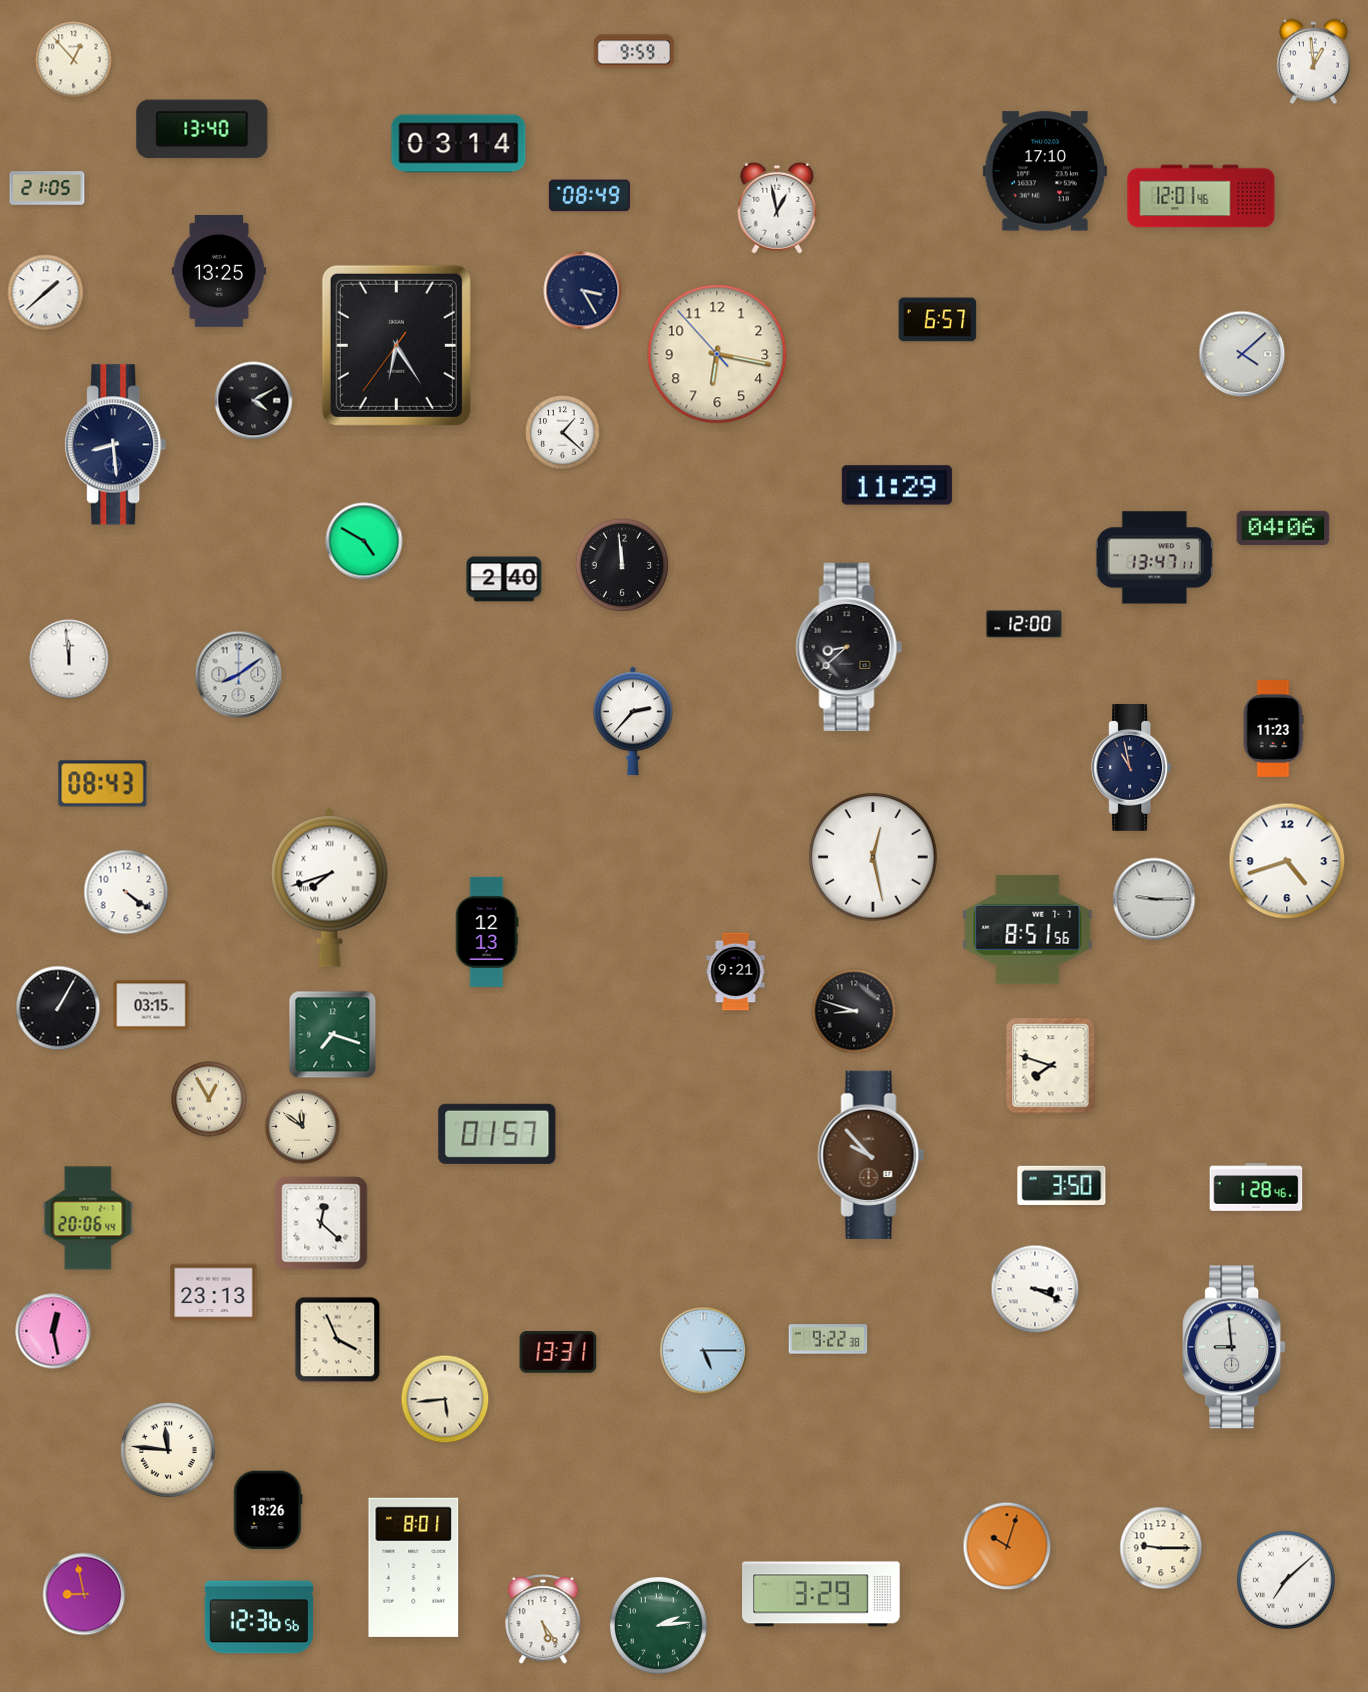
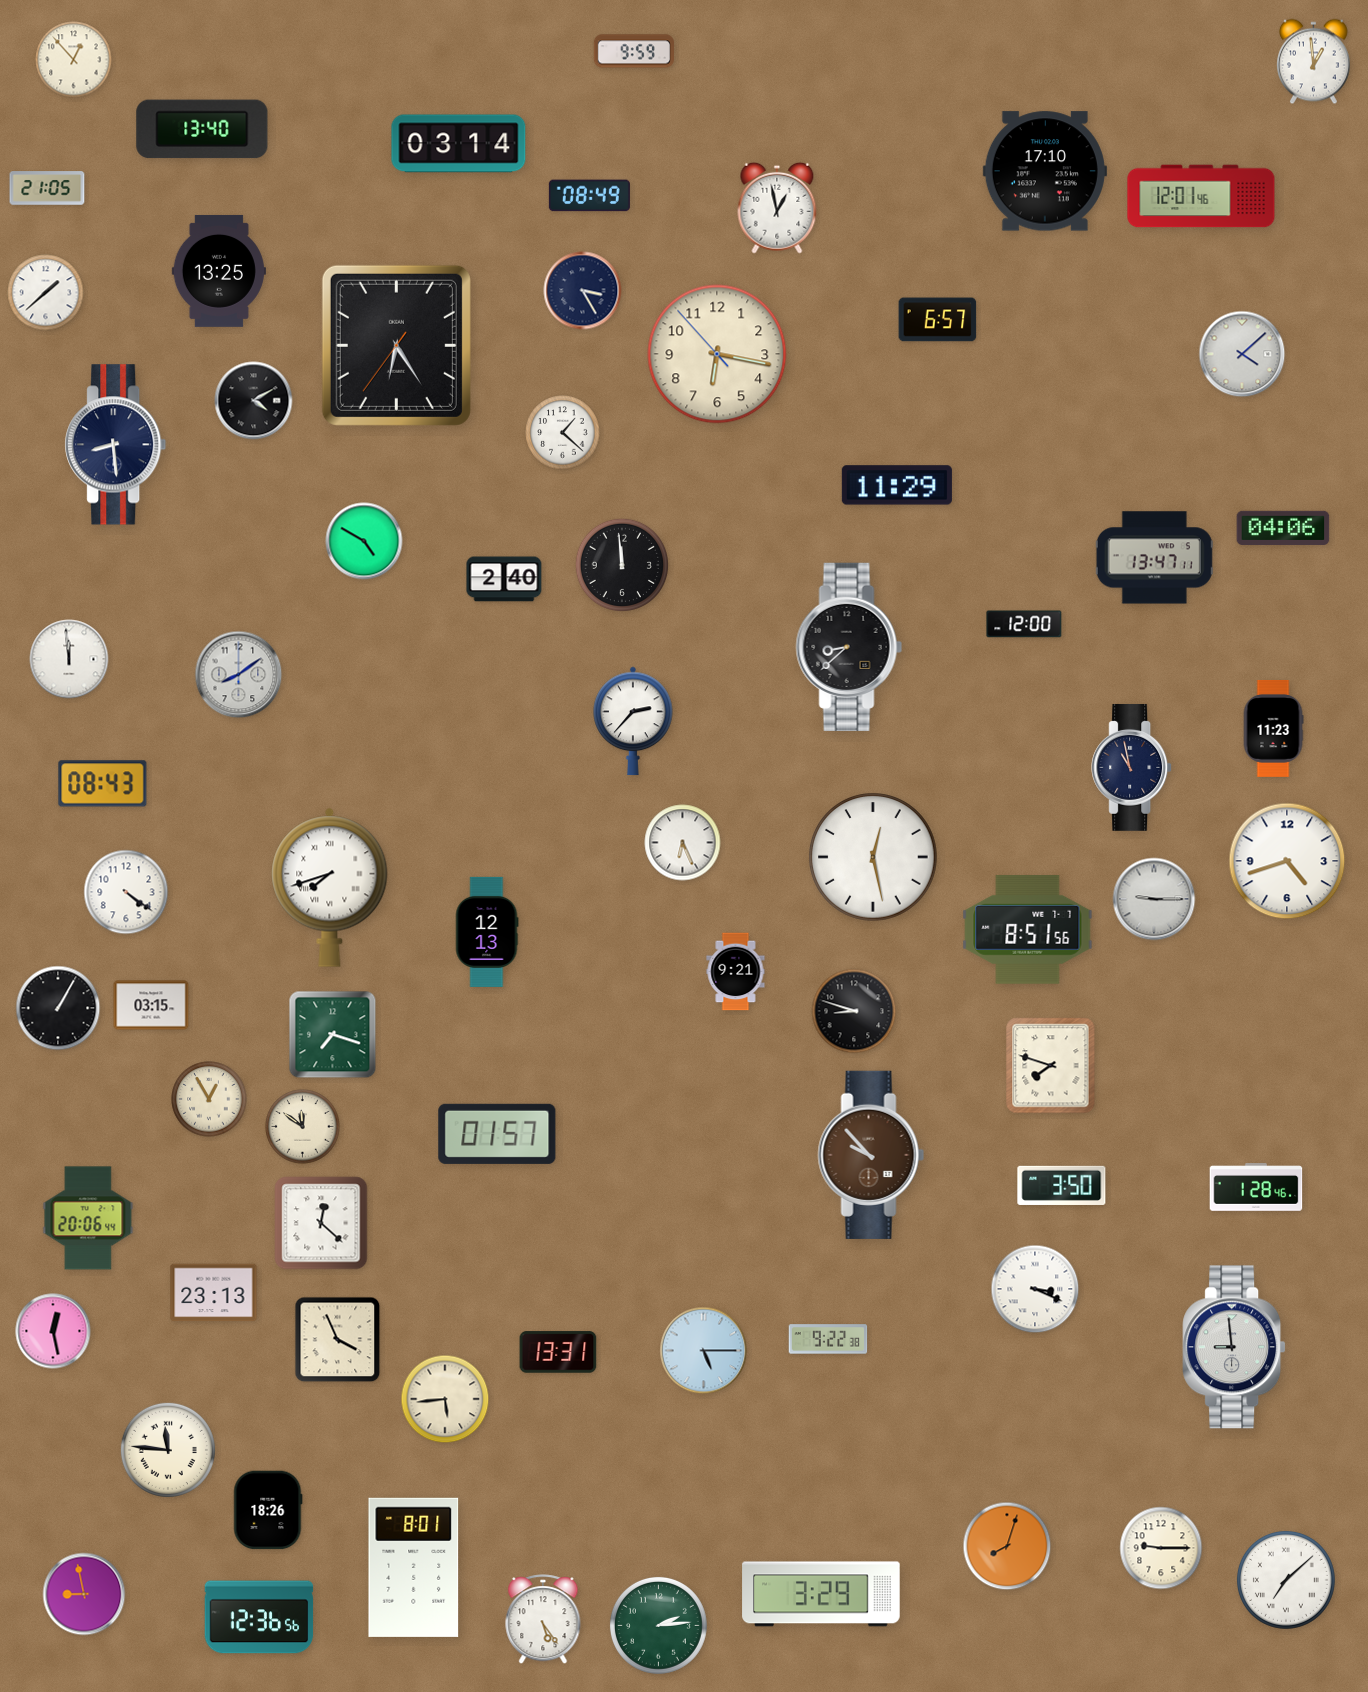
clock at (683, 843): none -> 6:26
clock at (1007, 1546): 10:03 -> 8:03
